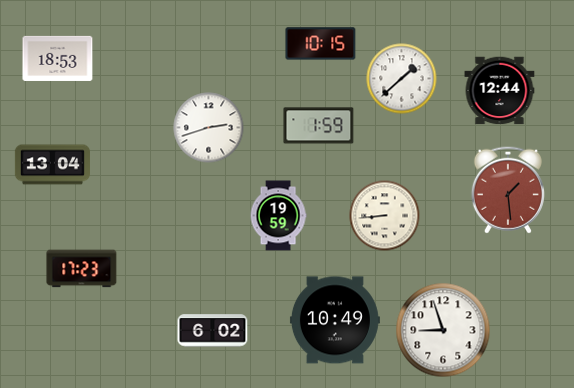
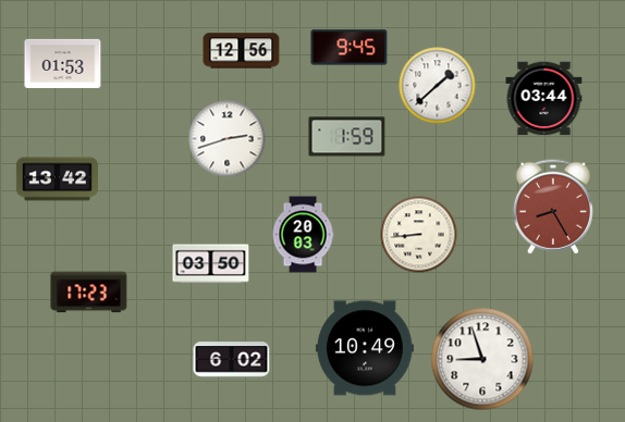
clock at (321, 44): 10:15 -> 9:45
clock at (242, 51): none -> 12:56
clock at (58, 58): 18:53 -> 01:53
clock at (500, 91): 12:44 -> 03:44
clock at (52, 165): 13:04 -> 13:42
clock at (508, 190): 1:29 -> 8:25
clock at (278, 216): 19:59 -> 20:03
clock at (211, 264): none -> 03:50
